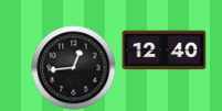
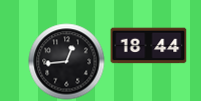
clock at (165, 51): 12:40 -> 18:44
